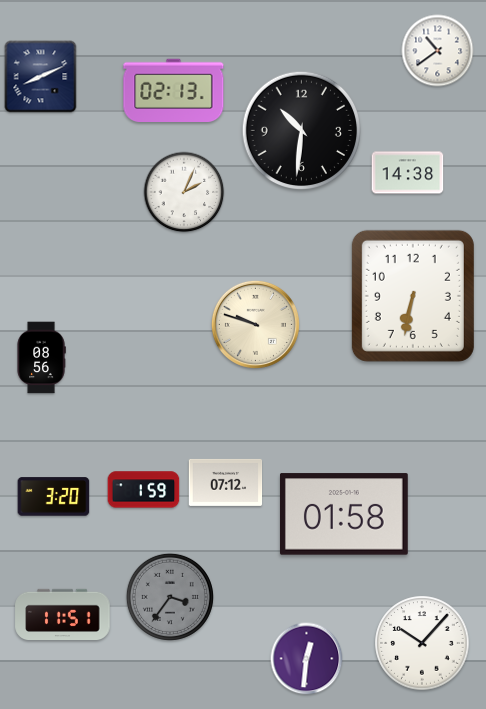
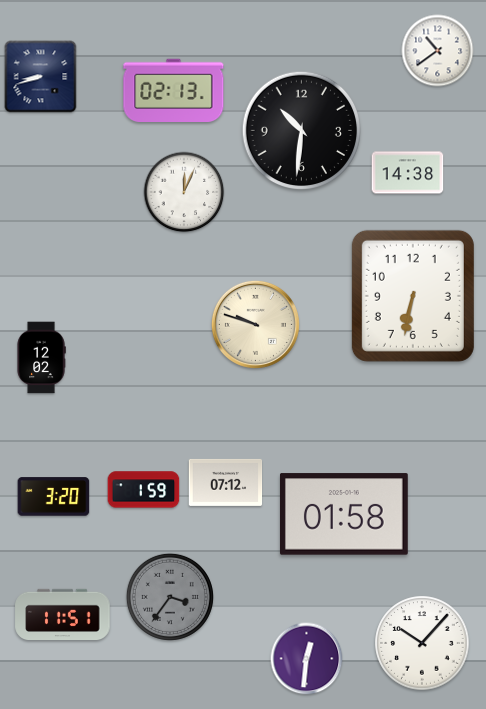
clock at (41, 77): 8:11 -> 8:42
clock at (184, 192): 2:04 -> 12:04
clock at (41, 358): 08:56 -> 12:02
